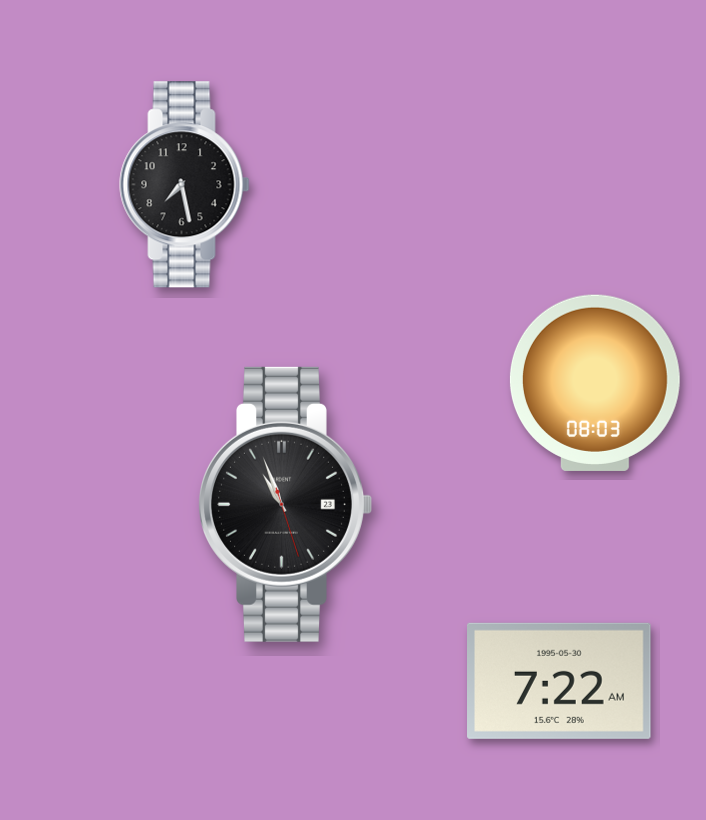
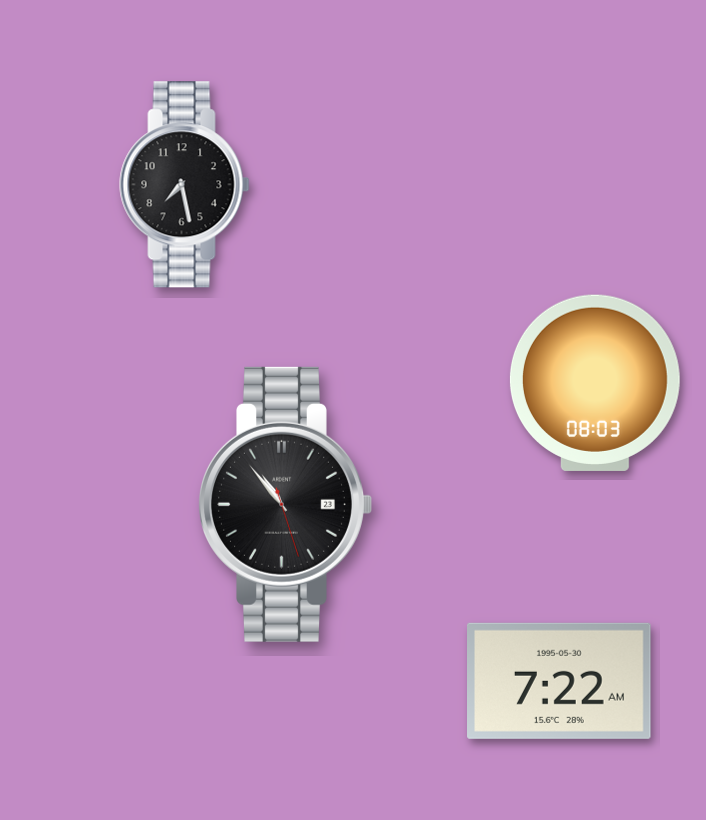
clock at (286, 504): 10:56 -> 10:53
